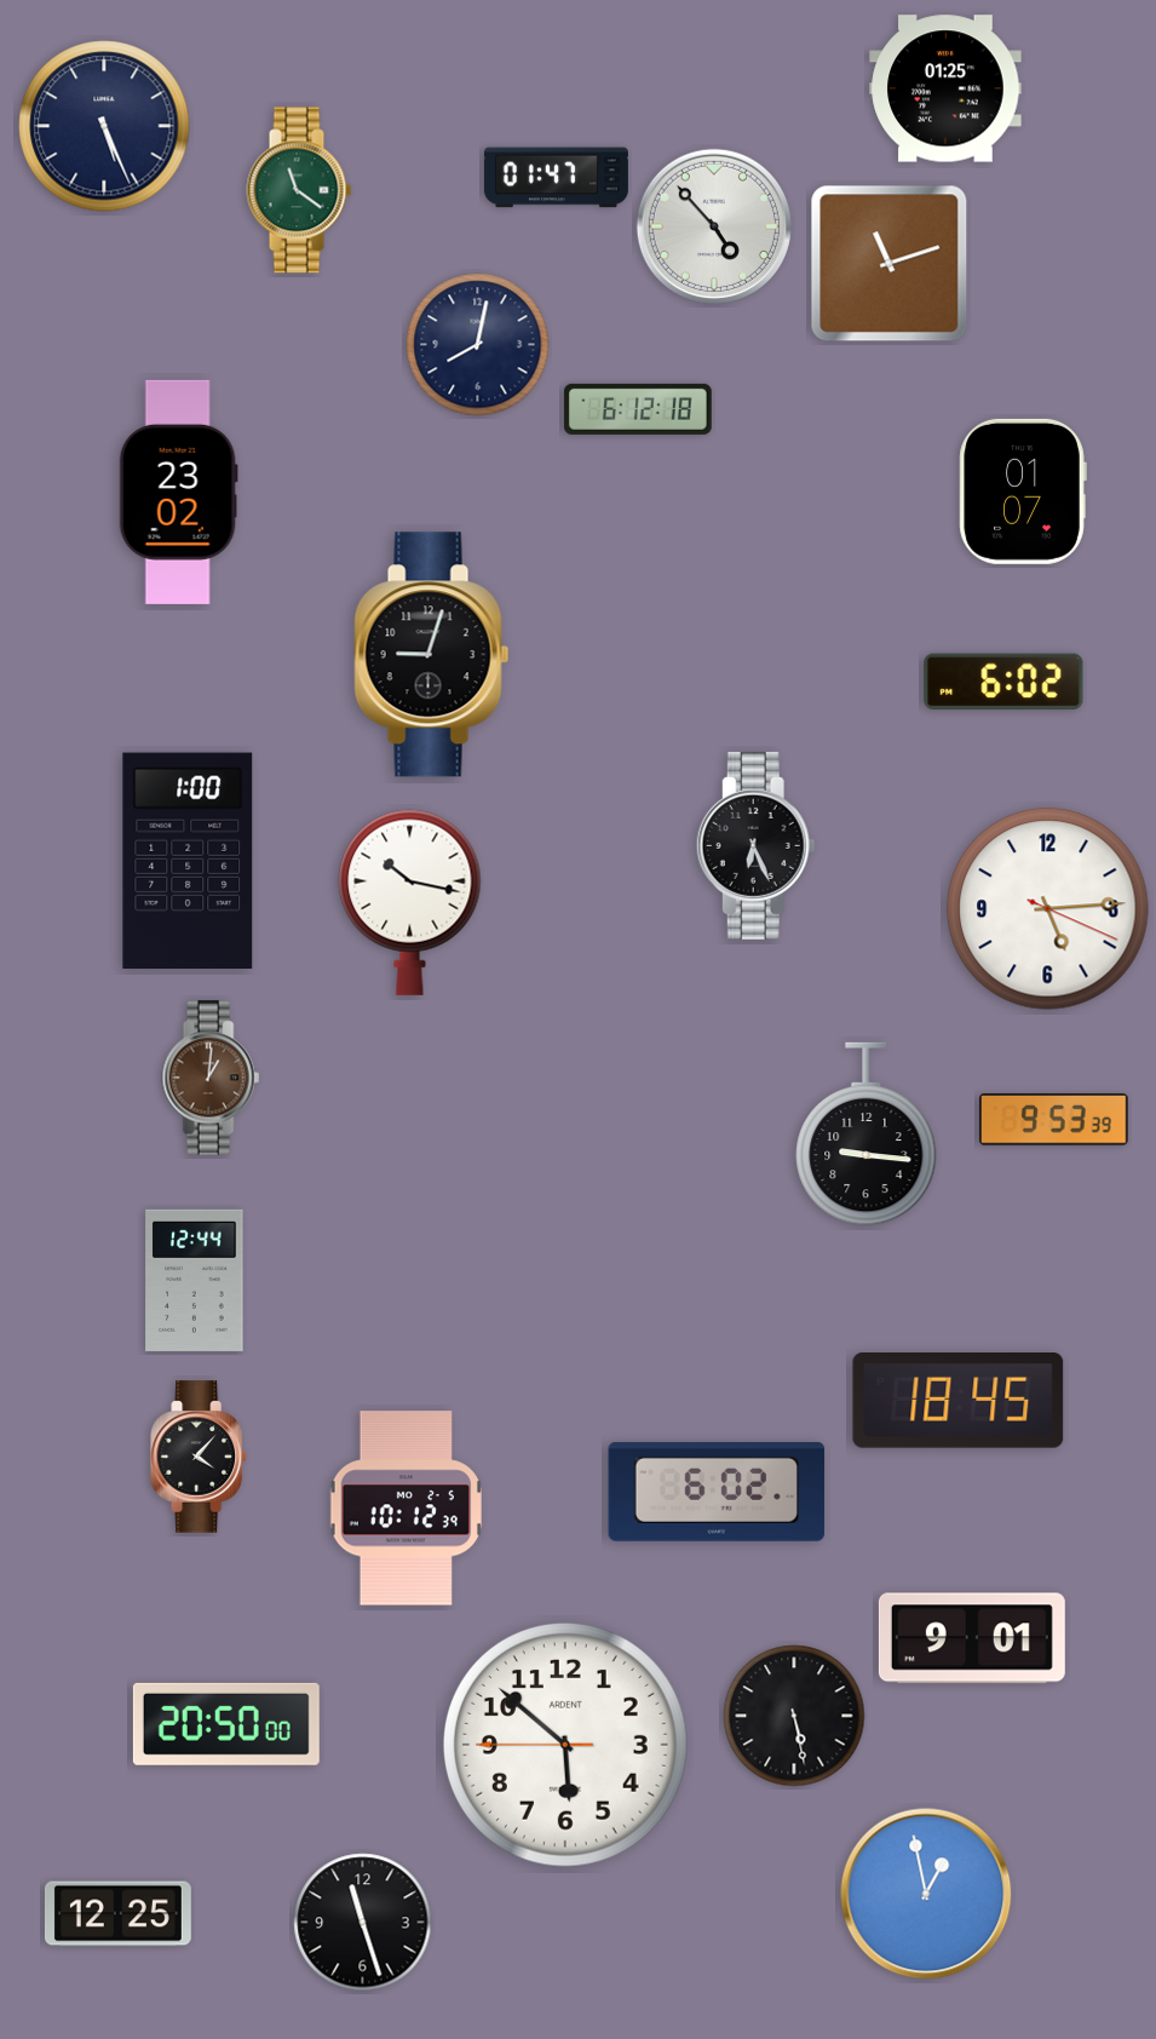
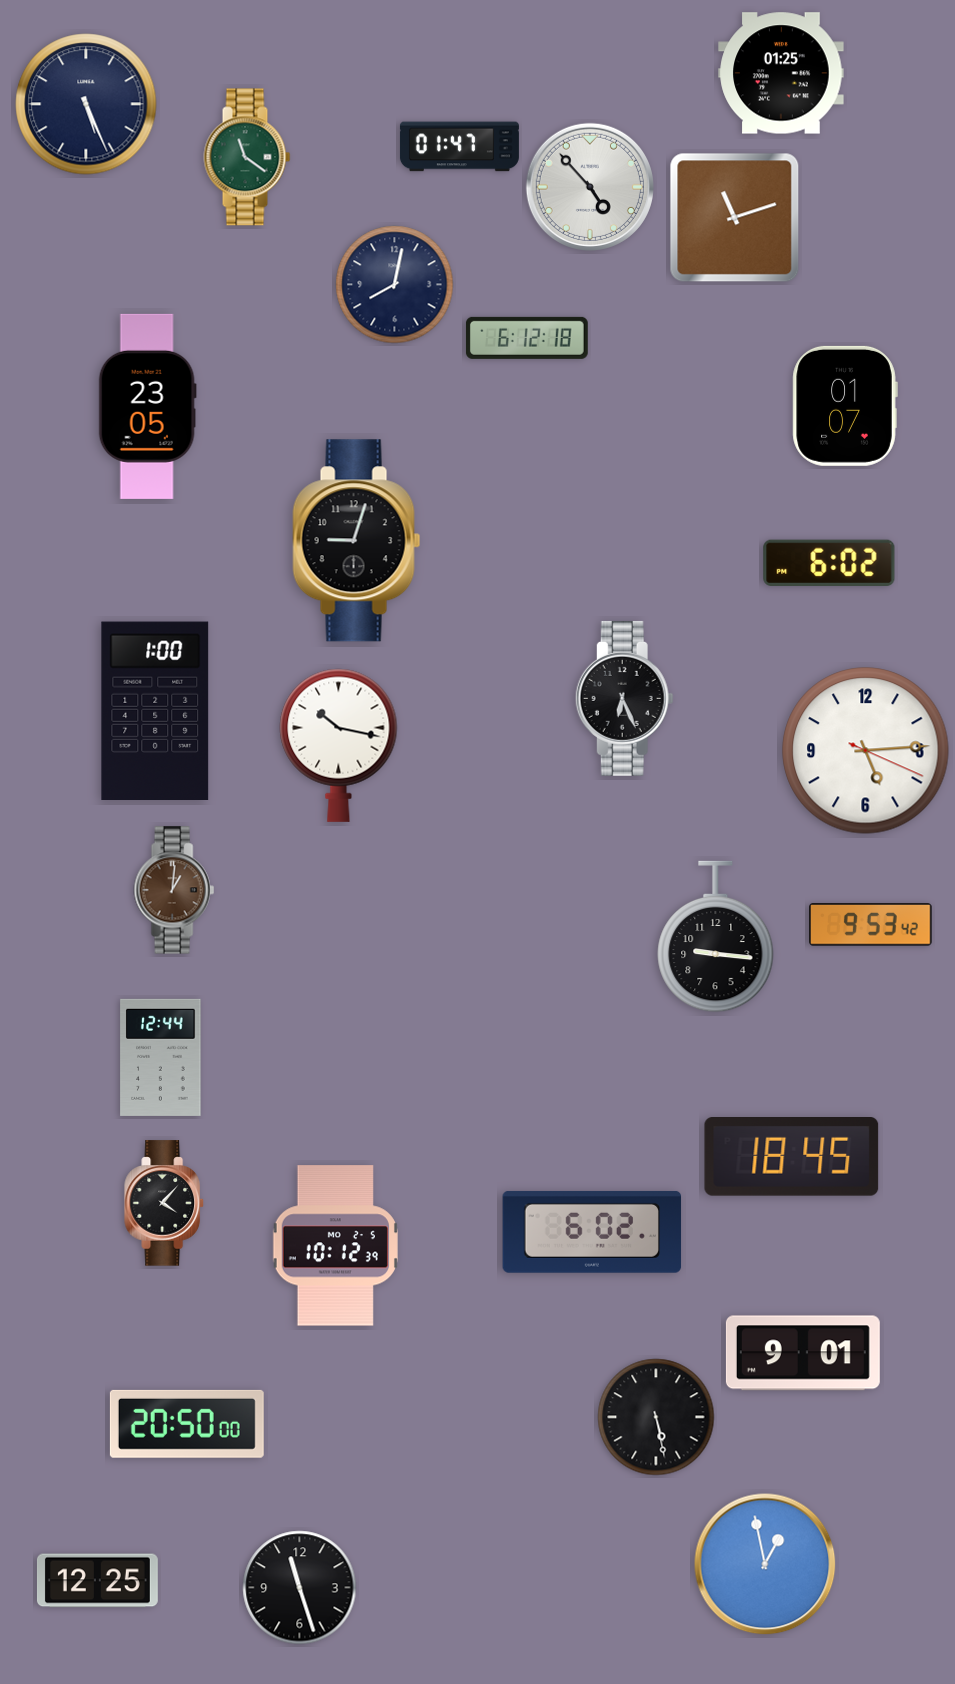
clock at (178, 492): 23:02 -> 23:05
clock at (1054, 1120): 9:53:39 -> 9:53:42
clock at (565, 1745): 5:51 -> none
